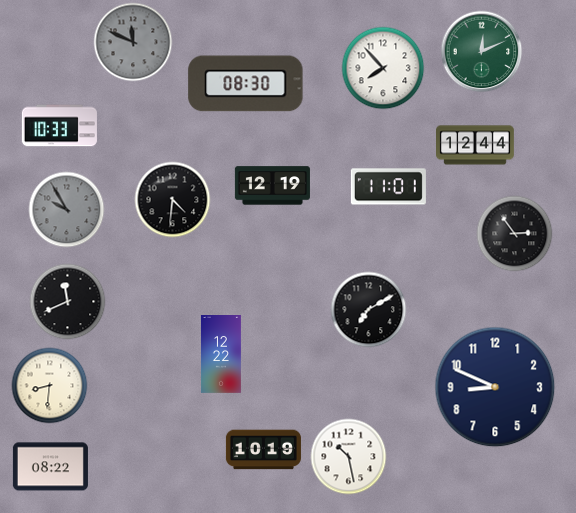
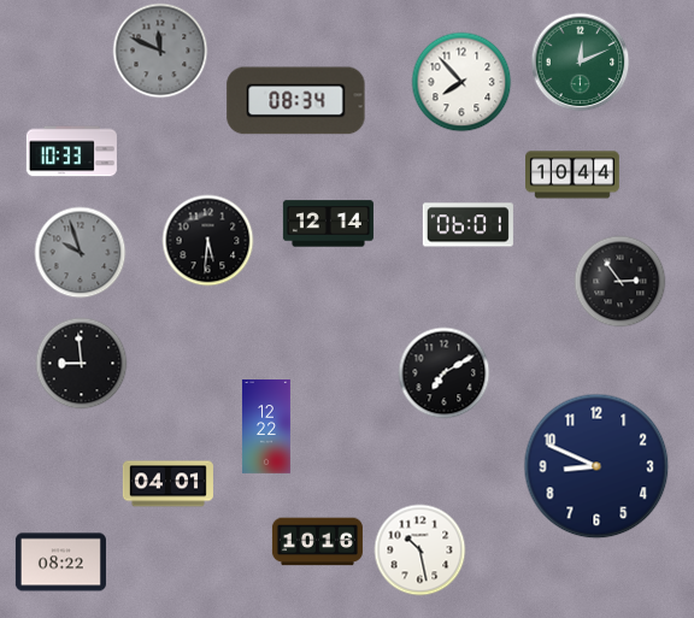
clock at (246, 84): 08:30 -> 08:34
clock at (476, 145): 12:44 -> 10:44
clock at (272, 186): 12:19 -> 12:14
clock at (388, 187): 11:01 -> 06:01
clock at (173, 200): 4:31 -> 5:31
clock at (67, 210): 9:55 -> 9:57
clock at (68, 302): 11:41 -> 8:59
clock at (50, 386): 8:31 -> none
clock at (167, 484): none -> 04:01
clock at (263, 450): 10:19 -> 10:16
